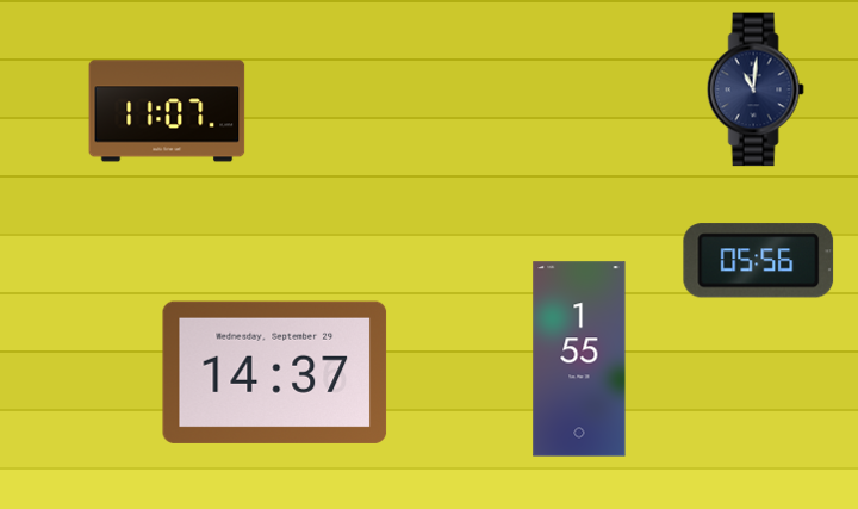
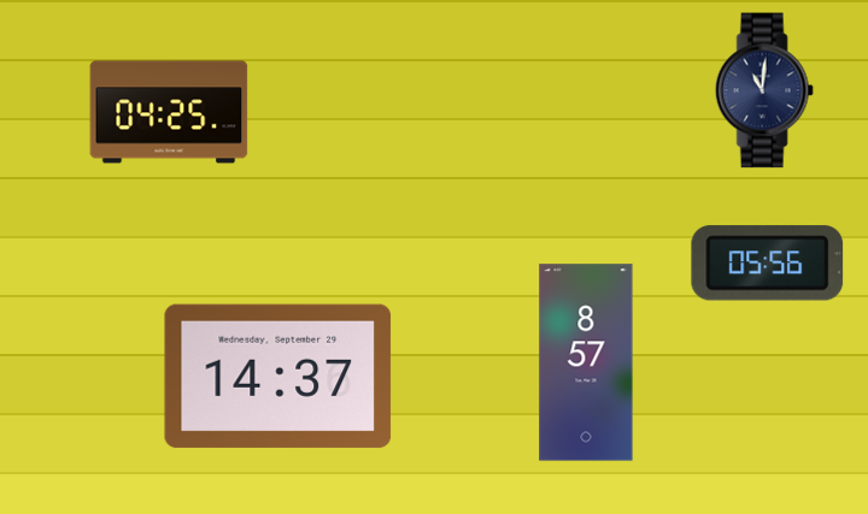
clock at (167, 111): 11:07 -> 04:25
clock at (579, 359): 1:55 -> 8:57
